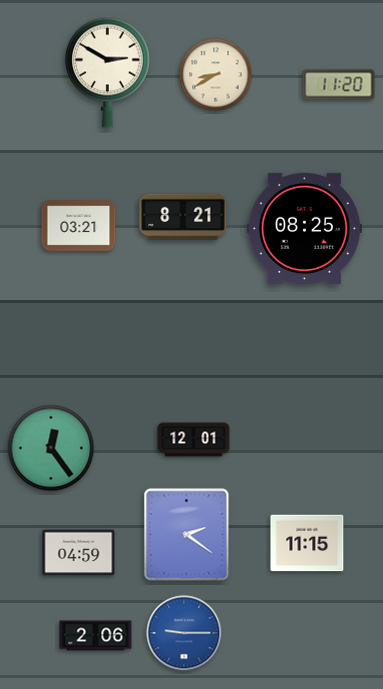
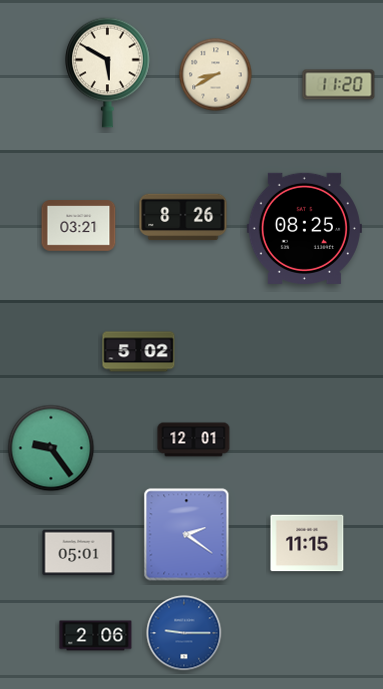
clock at (108, 72): 2:50 -> 5:50
clock at (183, 217): 8:21 -> 8:26
clock at (139, 352): none -> 5:02
clock at (51, 448): 12:24 -> 9:24
clock at (79, 553): 04:59 -> 05:01
